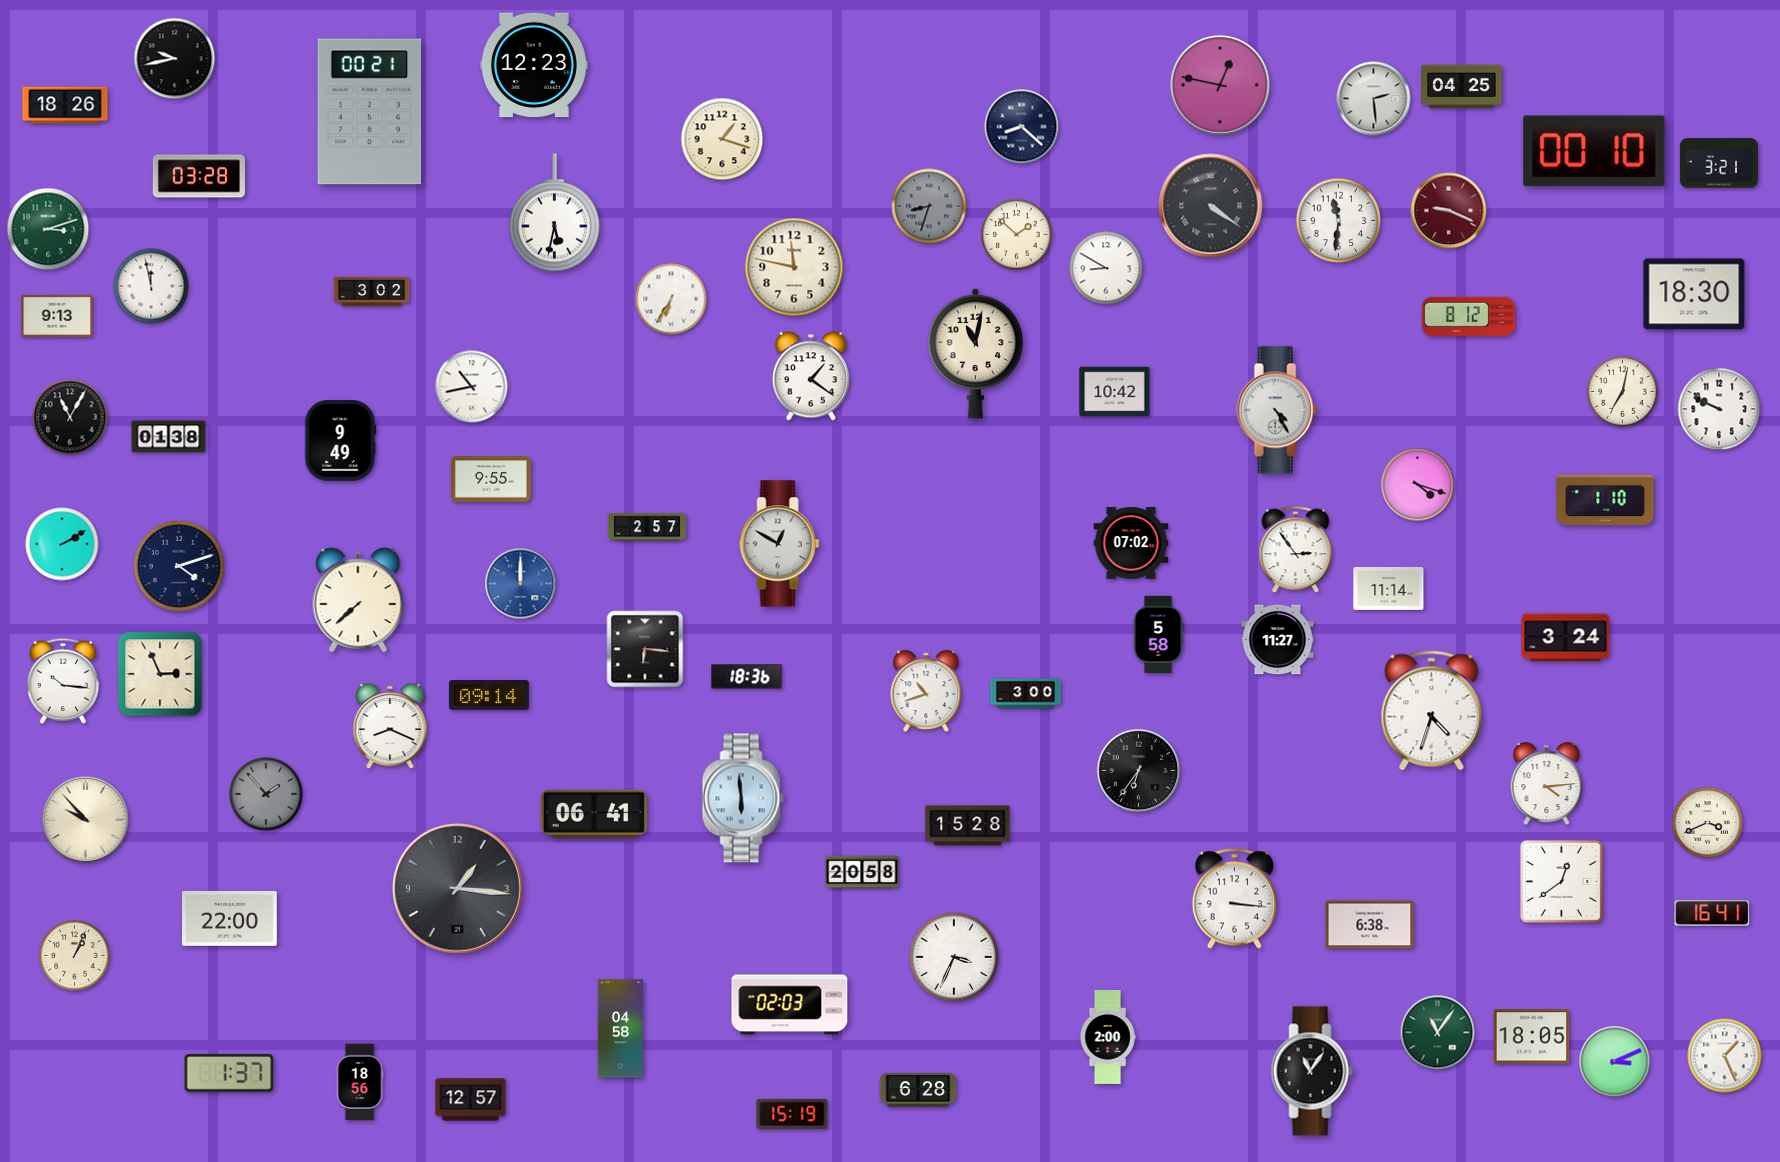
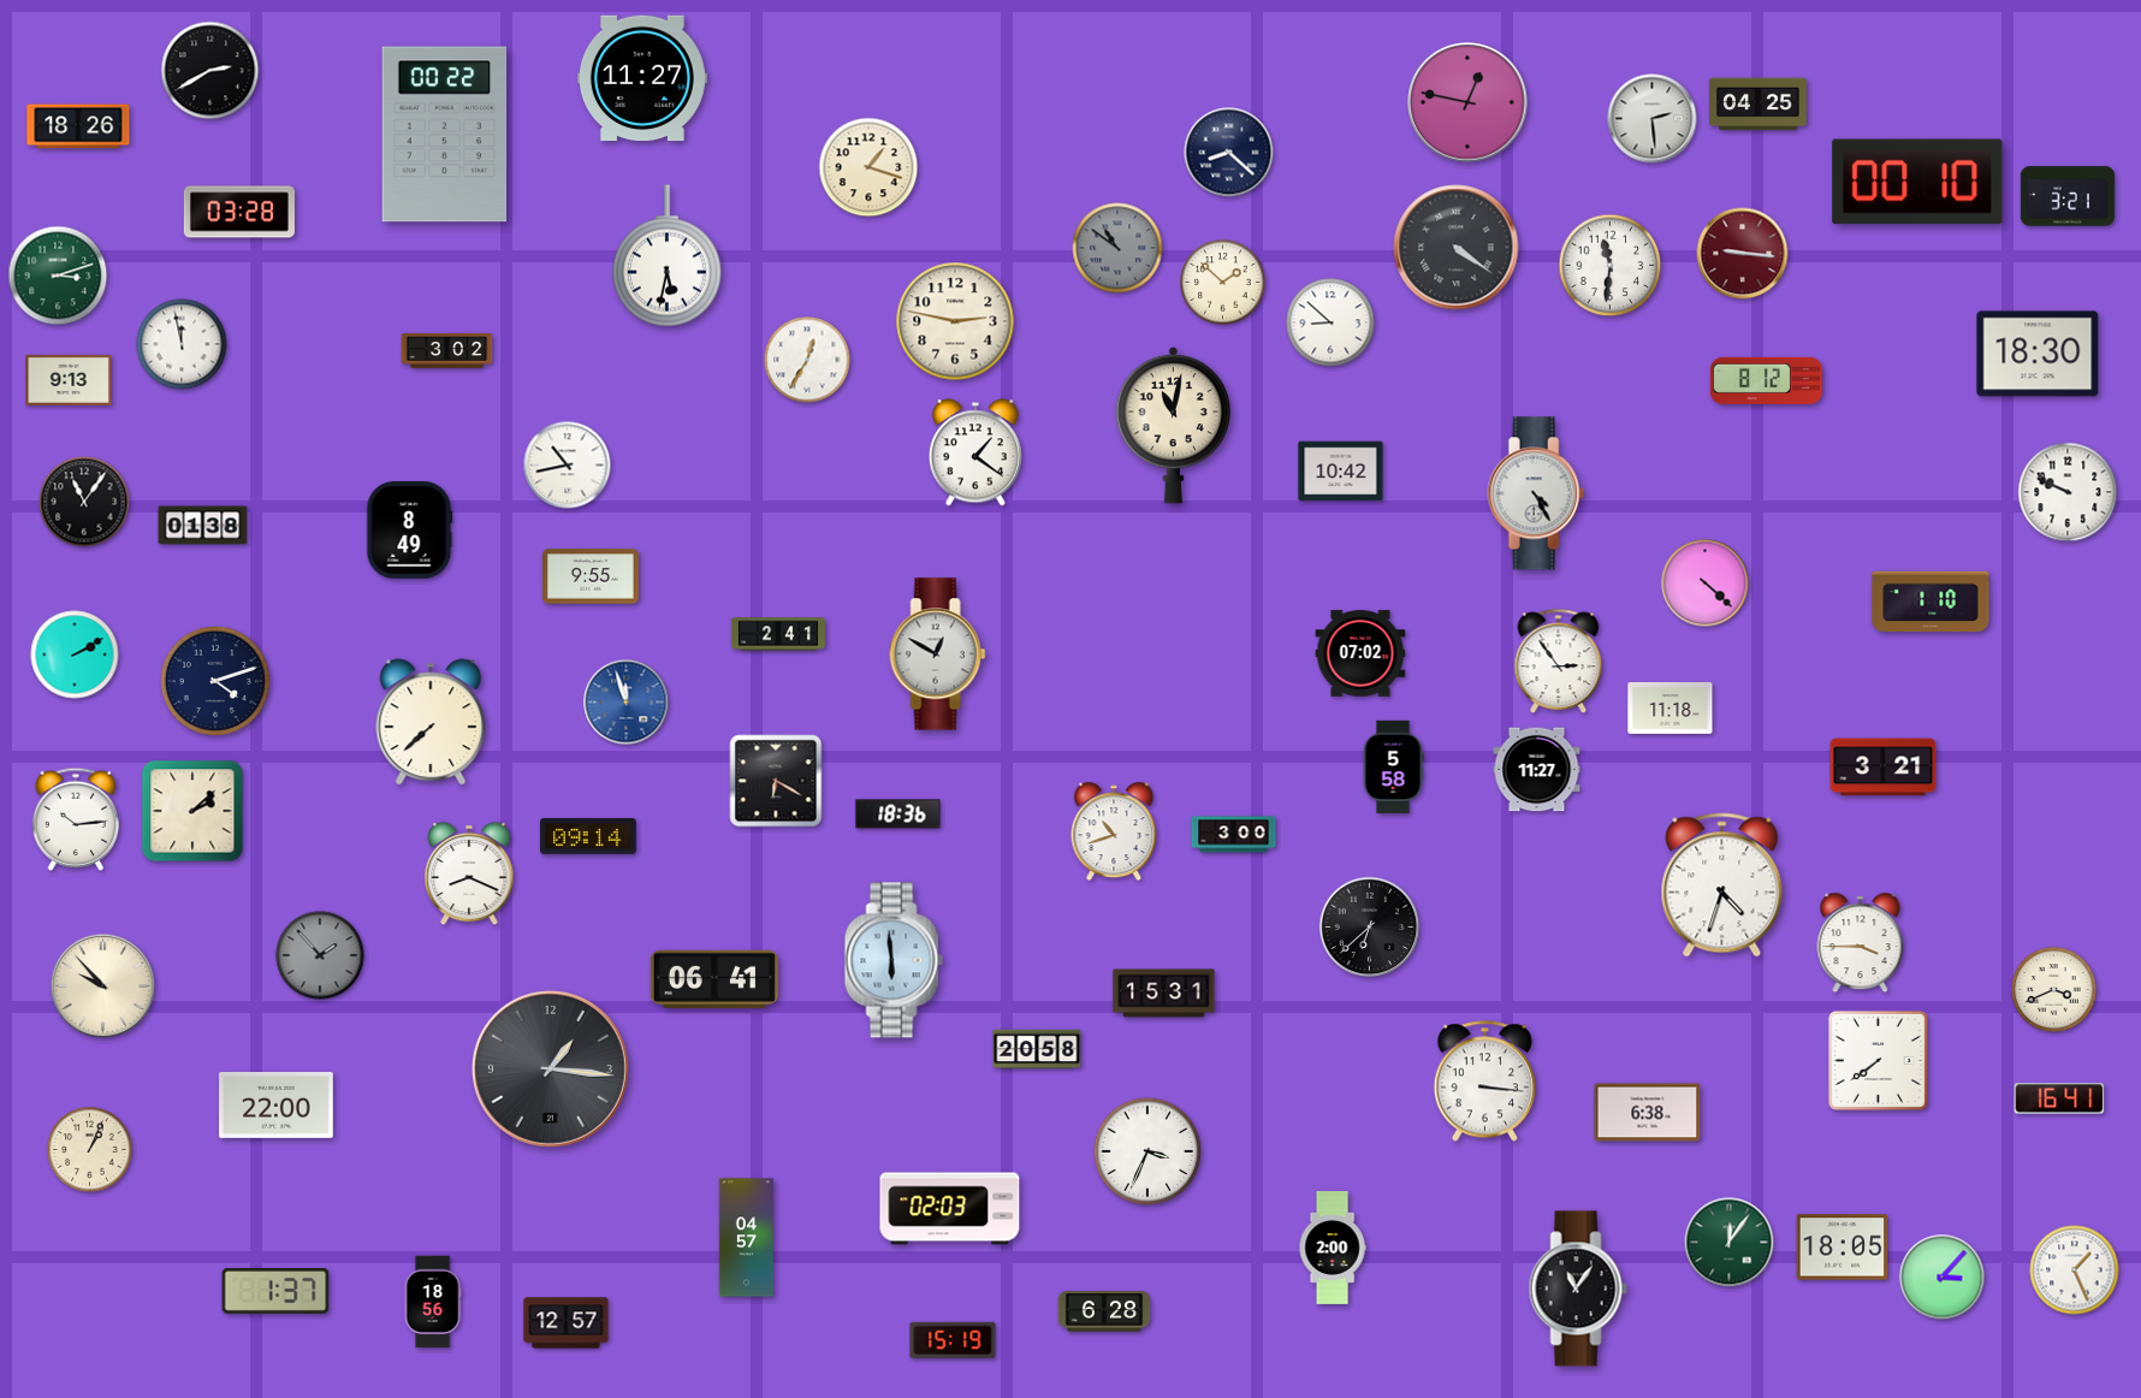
clock at (175, 59): 9:43 -> 2:40
clock at (534, 65): 12:23 -> 11:27
clock at (370, 112): 00:21 -> 00:22
clock at (929, 206): 8:33 -> 10:51
clock at (1449, 211): 9:19 -> 9:16
clock at (794, 267): 11:47 -> 2:47
clock at (1106, 268): 8:50 -> 8:52
clock at (671, 299): 6:35 -> 12:35
clock at (1623, 392): 7:02 -> none
clock at (70, 417): 11:05 -> 11:06
clock at (341, 441): 9:49 -> 8:49
clock at (1418, 485): 4:18 -> 4:22
clock at (647, 527): 2:57 -> 2:41
clock at (521, 584): 12:00 -> 11:57
clock at (1389, 588): 11:14 -> 11:18
clock at (1158, 635) position: (1158, 635) -> (1393, 768)
clock at (1566, 638): 3:24 -> 3:21
clock at (645, 649): 6:16 -> 6:20
clock at (160, 674): 2:56 -> 2:08
clock at (63, 681): 10:16 -> 10:14
clock at (1432, 711) position: (1432, 711) -> (1722, 885)
clock at (1139, 771): 6:36 -> 6:38
clock at (1547, 784): 4:14 -> 3:45
clock at (968, 826): 15:28 -> 15:31
clock at (1561, 881): 12:39 -> 7:39
clock at (620, 1029): 04:58 -> 04:57
clock at (1438, 1033): 11:06 -> 12:06
clock at (1615, 1062): 3:11 -> 3:07
